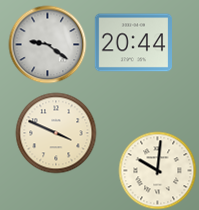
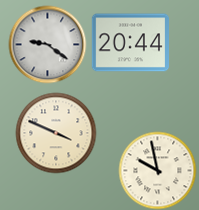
clock at (133, 43) position: (133, 43) -> (130, 43)
clock at (157, 170): 10:01 -> 9:58
